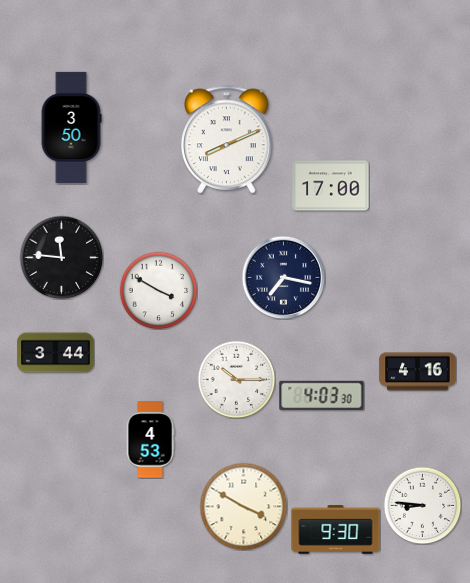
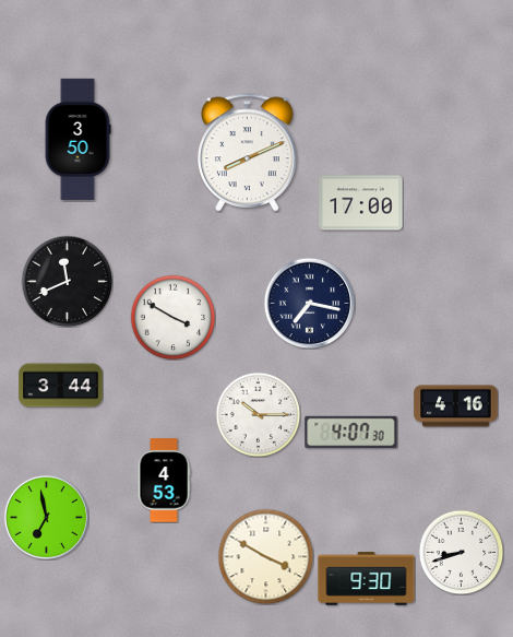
clock at (61, 257): 11:46 -> 11:41
clock at (322, 395): 4:03 -> 4:07
clock at (46, 517): none -> 6:58
clock at (422, 505): 8:46 -> 8:42
clock at (243, 506) position: (243, 506) -> (265, 556)
